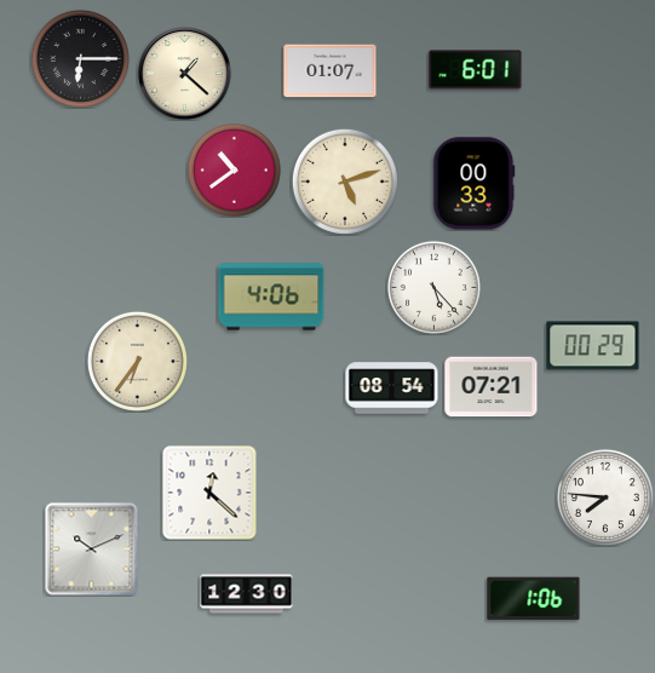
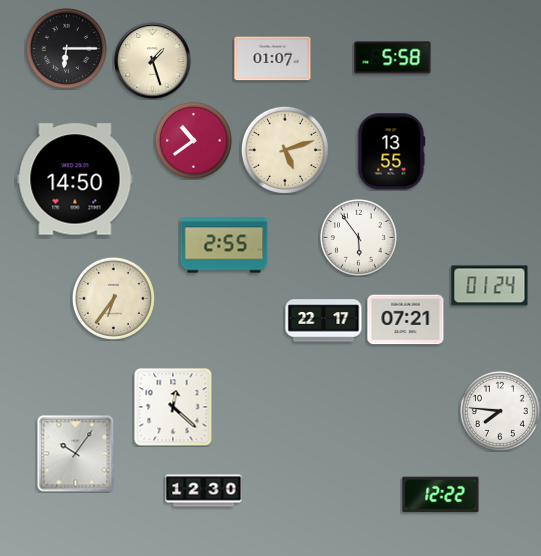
clock at (476, 70): 6:01 -> 5:58
clock at (185, 74): 1:22 -> 1:27
clock at (475, 184): 00:33 -> 13:55
clock at (75, 179): none -> 14:50
clock at (433, 287): 5:23 -> 5:54
clock at (271, 297): 4:06 -> 2:55
clock at (593, 346): 00:29 -> 01:24
clock at (392, 389): 08:54 -> 22:17
clock at (92, 550): 10:11 -> 10:06
clock at (534, 599): 1:06 -> 12:22
